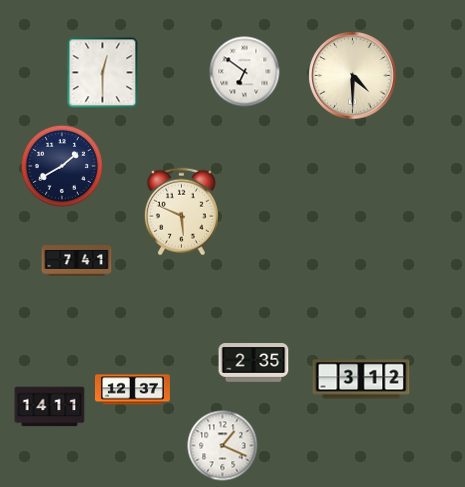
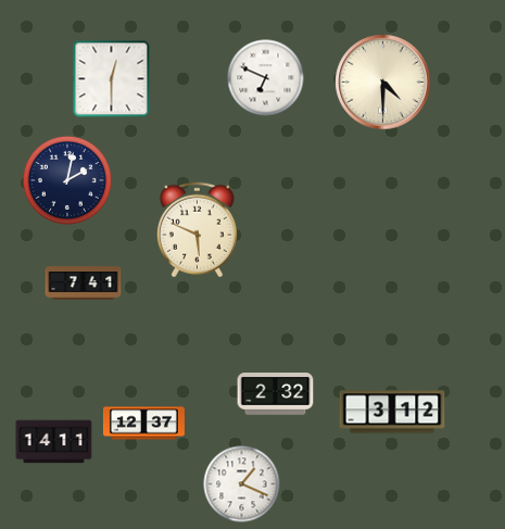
clock at (245, 72): 6:51 -> 6:49
clock at (62, 166): 1:40 -> 2:02
clock at (254, 363): 2:35 -> 2:32
